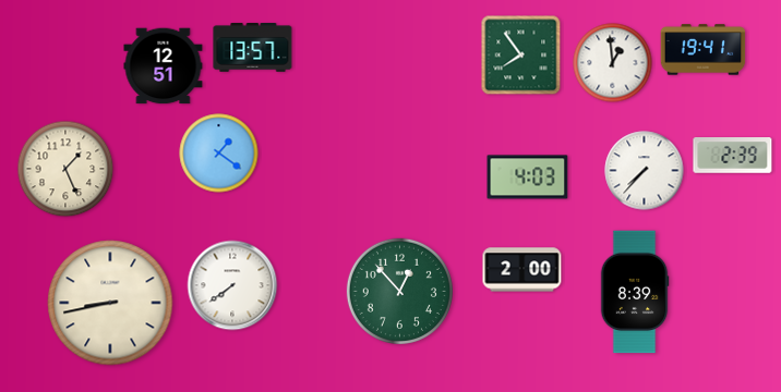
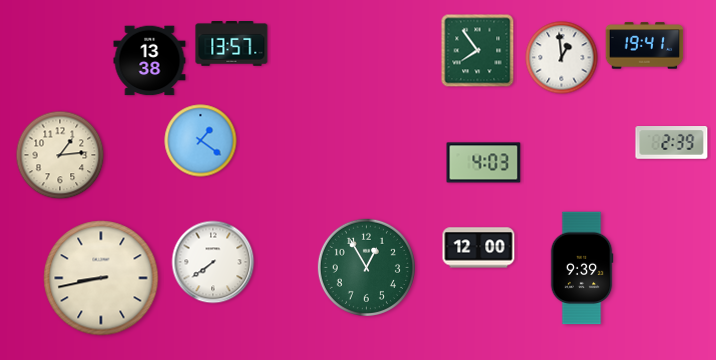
clock at (164, 66): 12:51 -> 13:38
clock at (65, 169): 1:26 -> 1:14
clock at (645, 171): 7:37 -> none
clock at (522, 270): 2:00 -> 12:00
clock at (399, 291): 12:53 -> 12:55
clock at (635, 292): 8:39 -> 9:39
